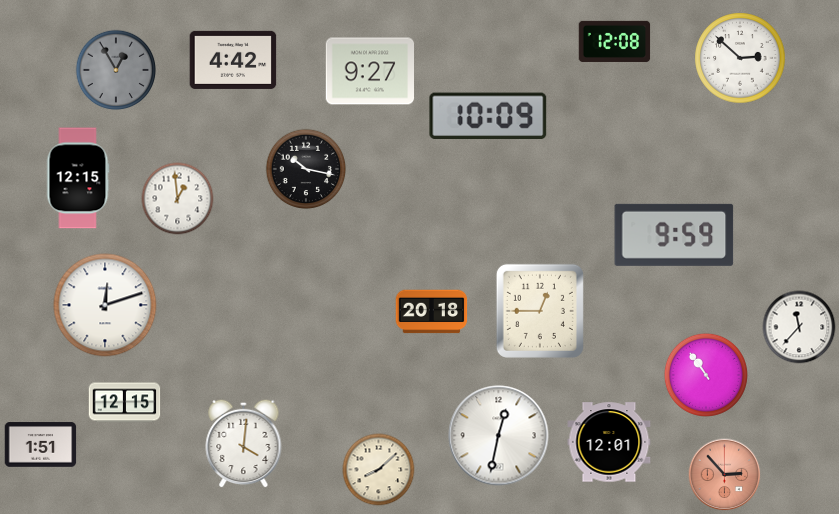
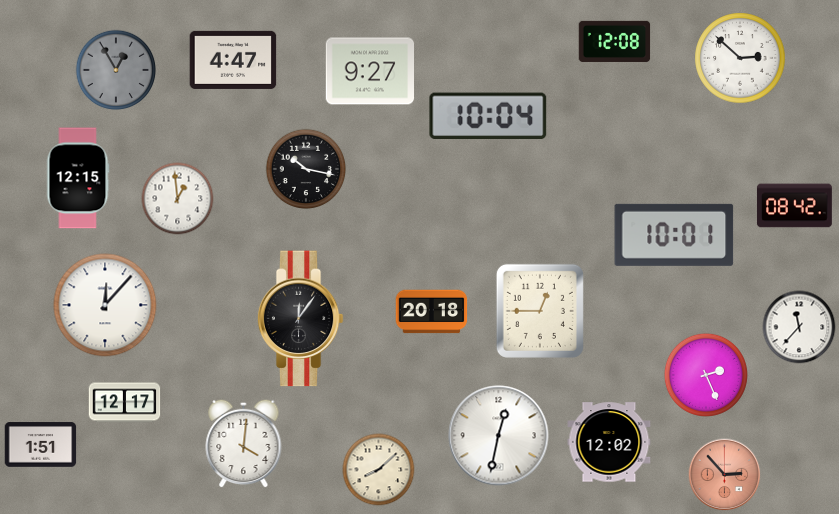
clock at (233, 60): 4:42 -> 4:47
clock at (488, 116): 10:09 -> 10:04
clock at (795, 206): none -> 08:42
clock at (674, 235): 9:59 -> 10:01
clock at (105, 305): 12:12 -> 12:07
clock at (300, 319): none -> 12:06
clock at (706, 375): 10:54 -> 2:26
clock at (125, 403): 12:15 -> 12:17
clock at (609, 442): 12:01 -> 12:02
